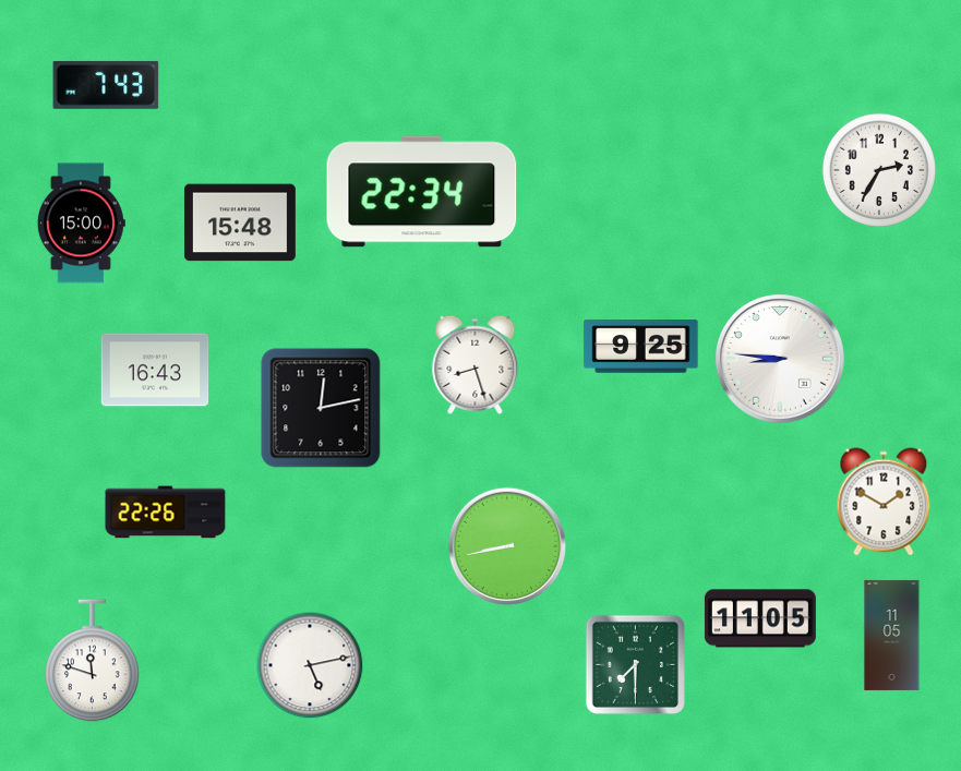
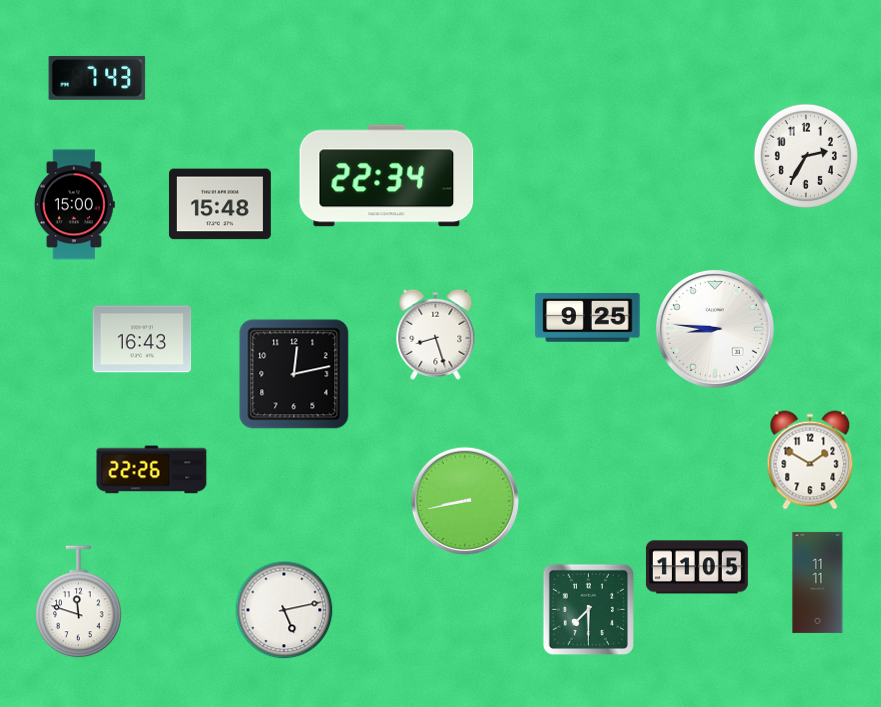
clock at (892, 635): 11:05 -> 11:11
clock at (93, 661) position: (93, 661) -> (79, 602)
clock at (635, 664) position: (635, 664) -> (588, 609)
